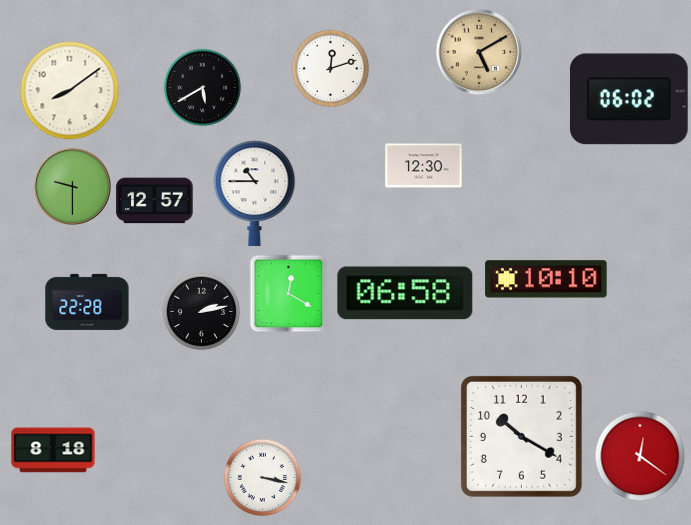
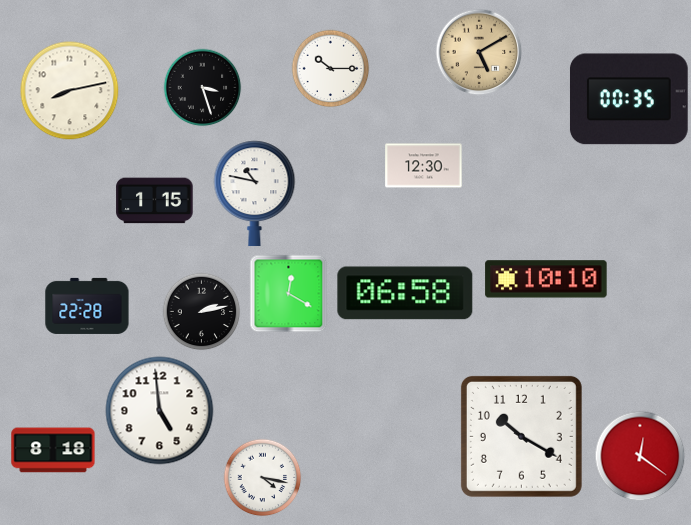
clock at (330, 68): 12:12 -> 10:15
clock at (202, 87): 5:40 -> 3:27
clock at (70, 91): 8:09 -> 8:13
clock at (629, 99): 06:02 -> 00:35
clock at (72, 186): 9:30 -> none
clock at (255, 194): 10:45 -> 10:47
clock at (155, 201): 12:57 -> 1:15
clock at (87, 302) position: (87, 302) -> (87, 306)
clock at (160, 411): none -> 4:59
clock at (262, 477): 3:17 -> 4:17
